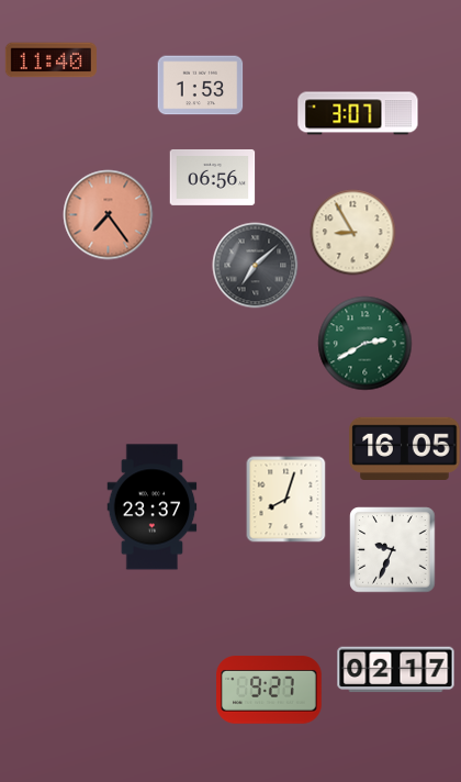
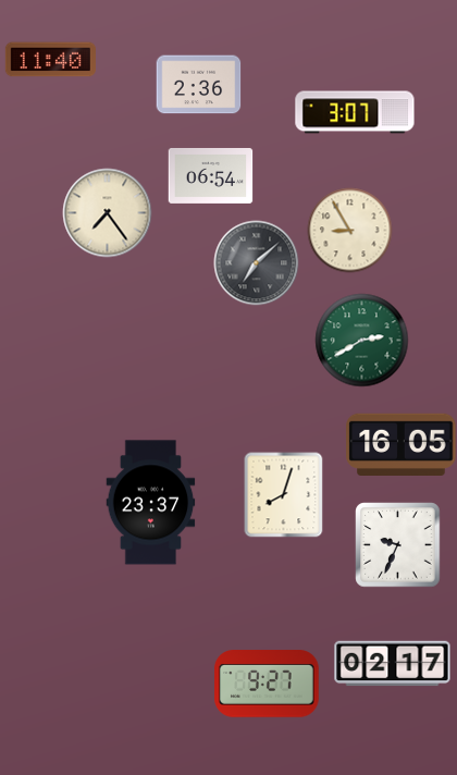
clock at (200, 86): 1:53 -> 2:36
clock at (212, 177): 06:56 -> 06:54
clock at (108, 214) dial: salmon -> cream
clock at (255, 265) position: (255, 265) -> (256, 262)
clock at (392, 549) position: (392, 549) -> (397, 544)
